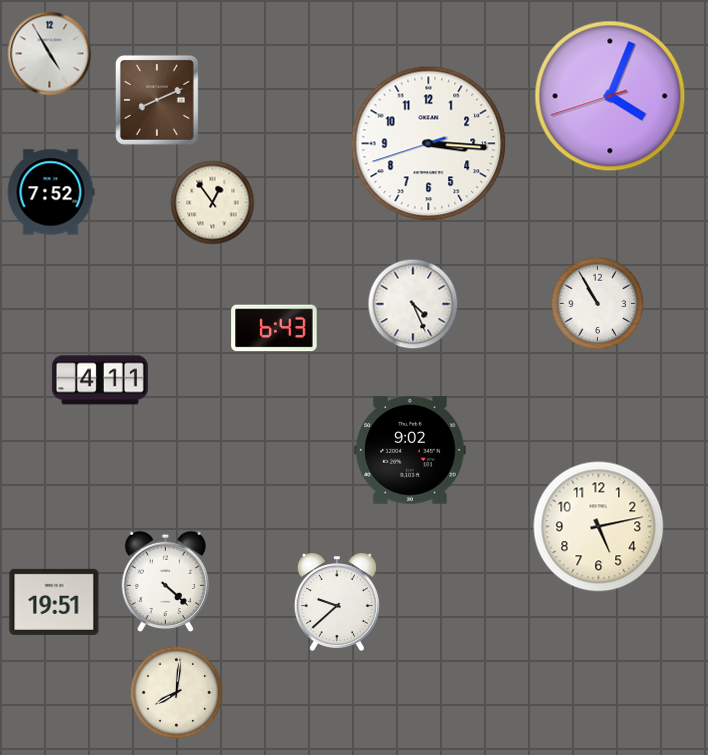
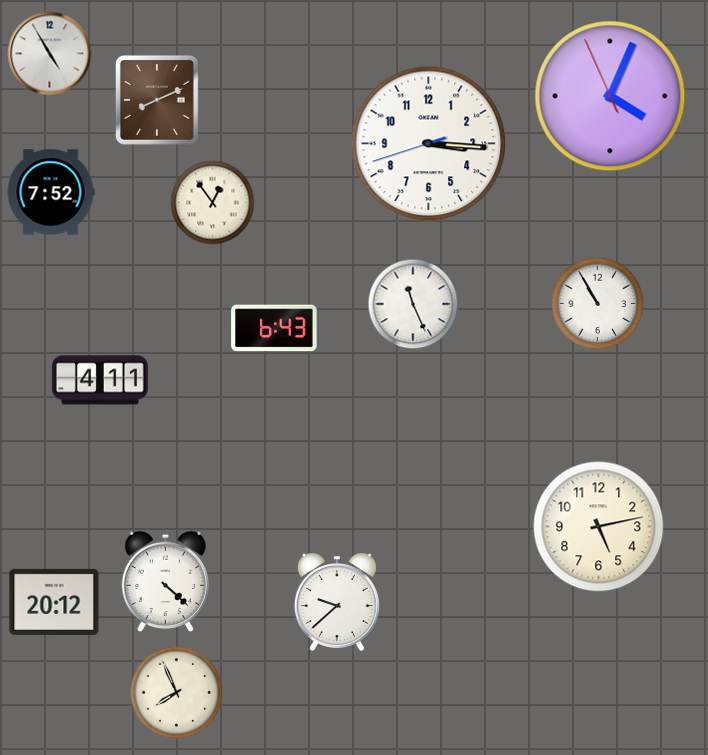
clock at (610, 96): 4:03:42 -> 4:03:56
clock at (413, 304): 4:26 -> 11:26
clock at (410, 450): 9:02 -> none
clock at (54, 602): 19:51 -> 20:12
clock at (177, 693): 8:01 -> 7:56
